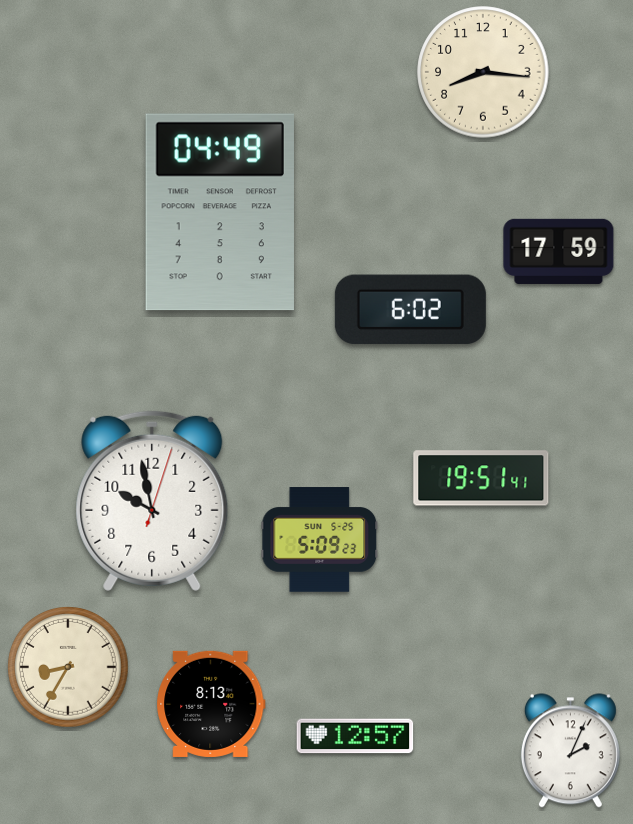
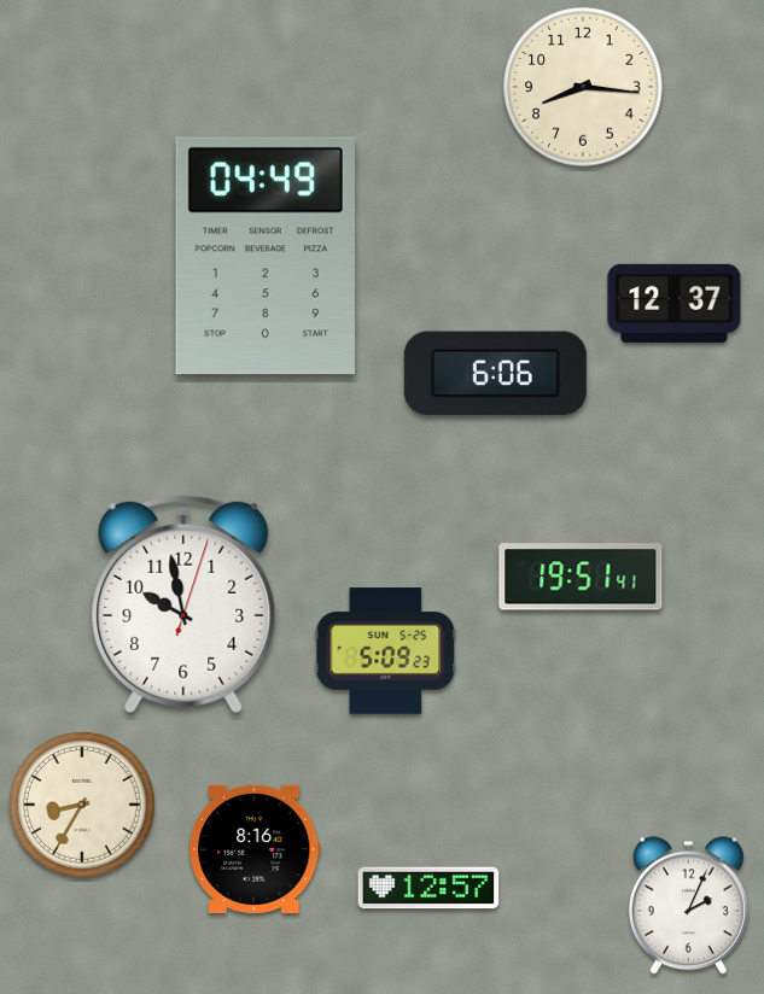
clock at (559, 251): 17:59 -> 12:37
clock at (410, 310): 6:02 -> 6:06
clock at (211, 704): 8:13 -> 8:16
